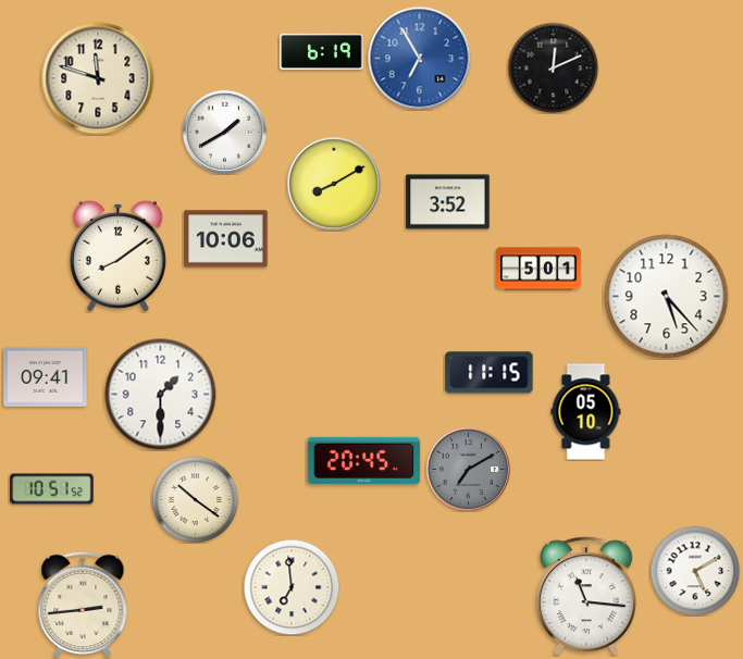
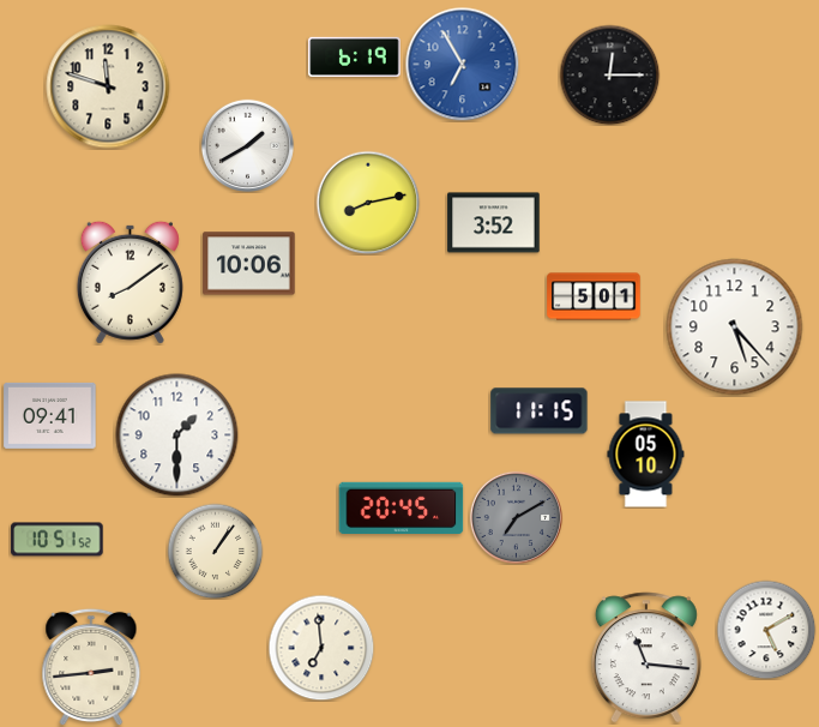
clock at (553, 67): 12:11 -> 12:15
clock at (334, 184): 8:10 -> 8:13
clock at (195, 499): 10:21 -> 1:06
